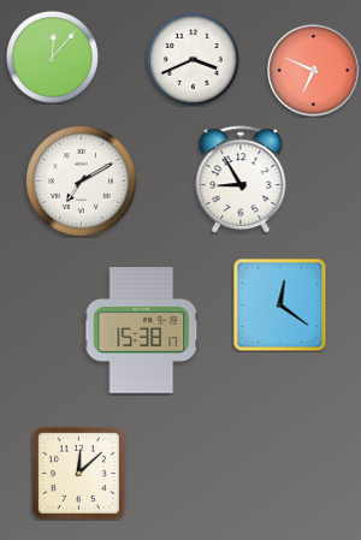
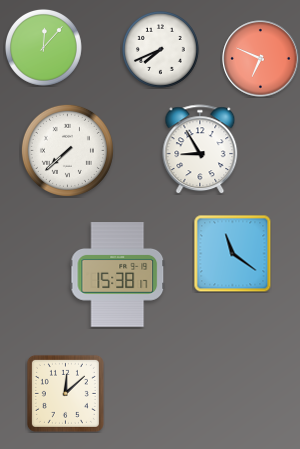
clock at (193, 59): 3:41 -> 7:41
clock at (81, 180): 7:10 -> 7:38
clock at (279, 304): 12:21 -> 11:21
